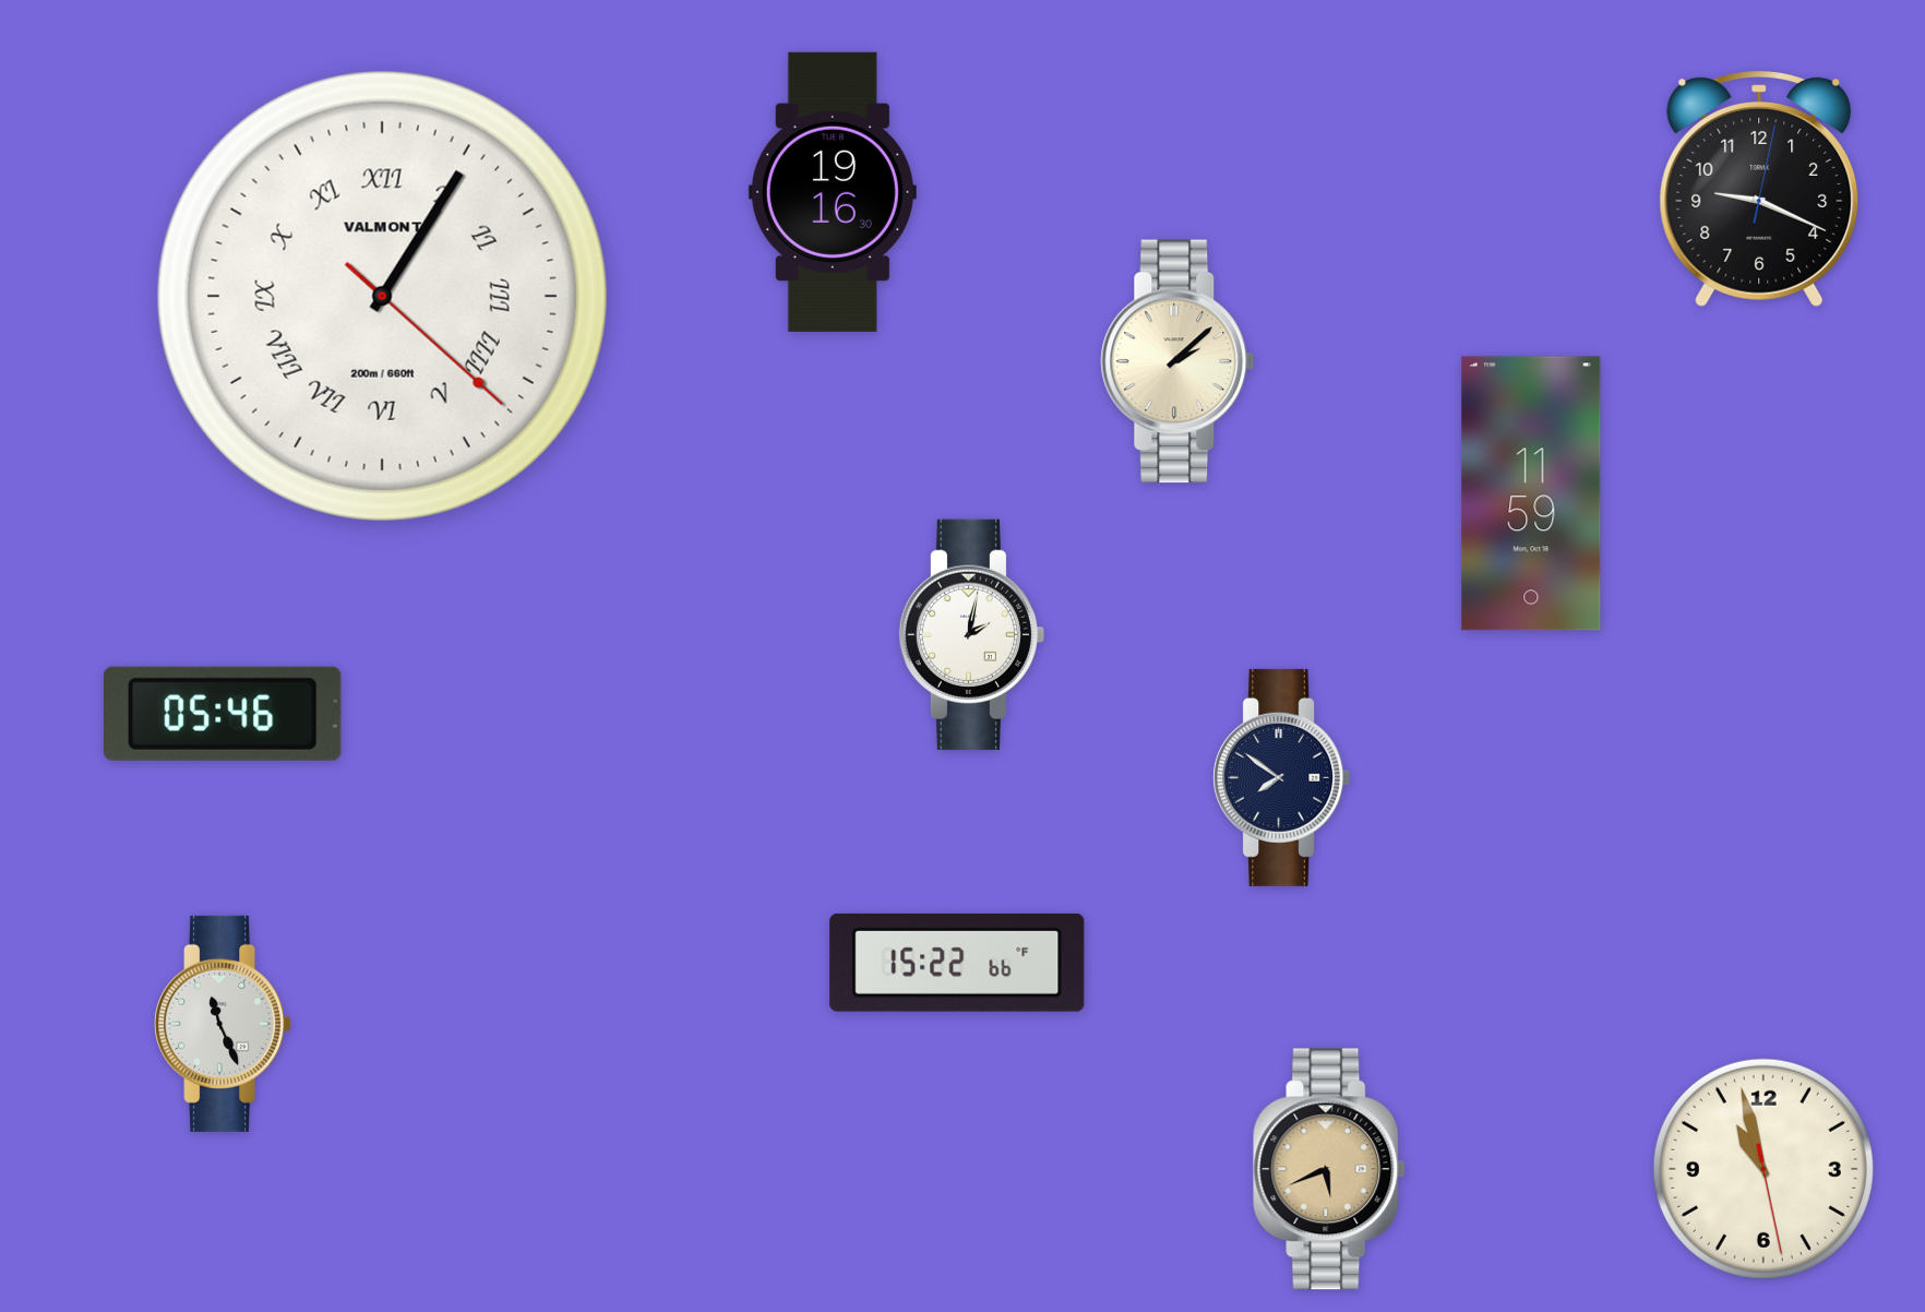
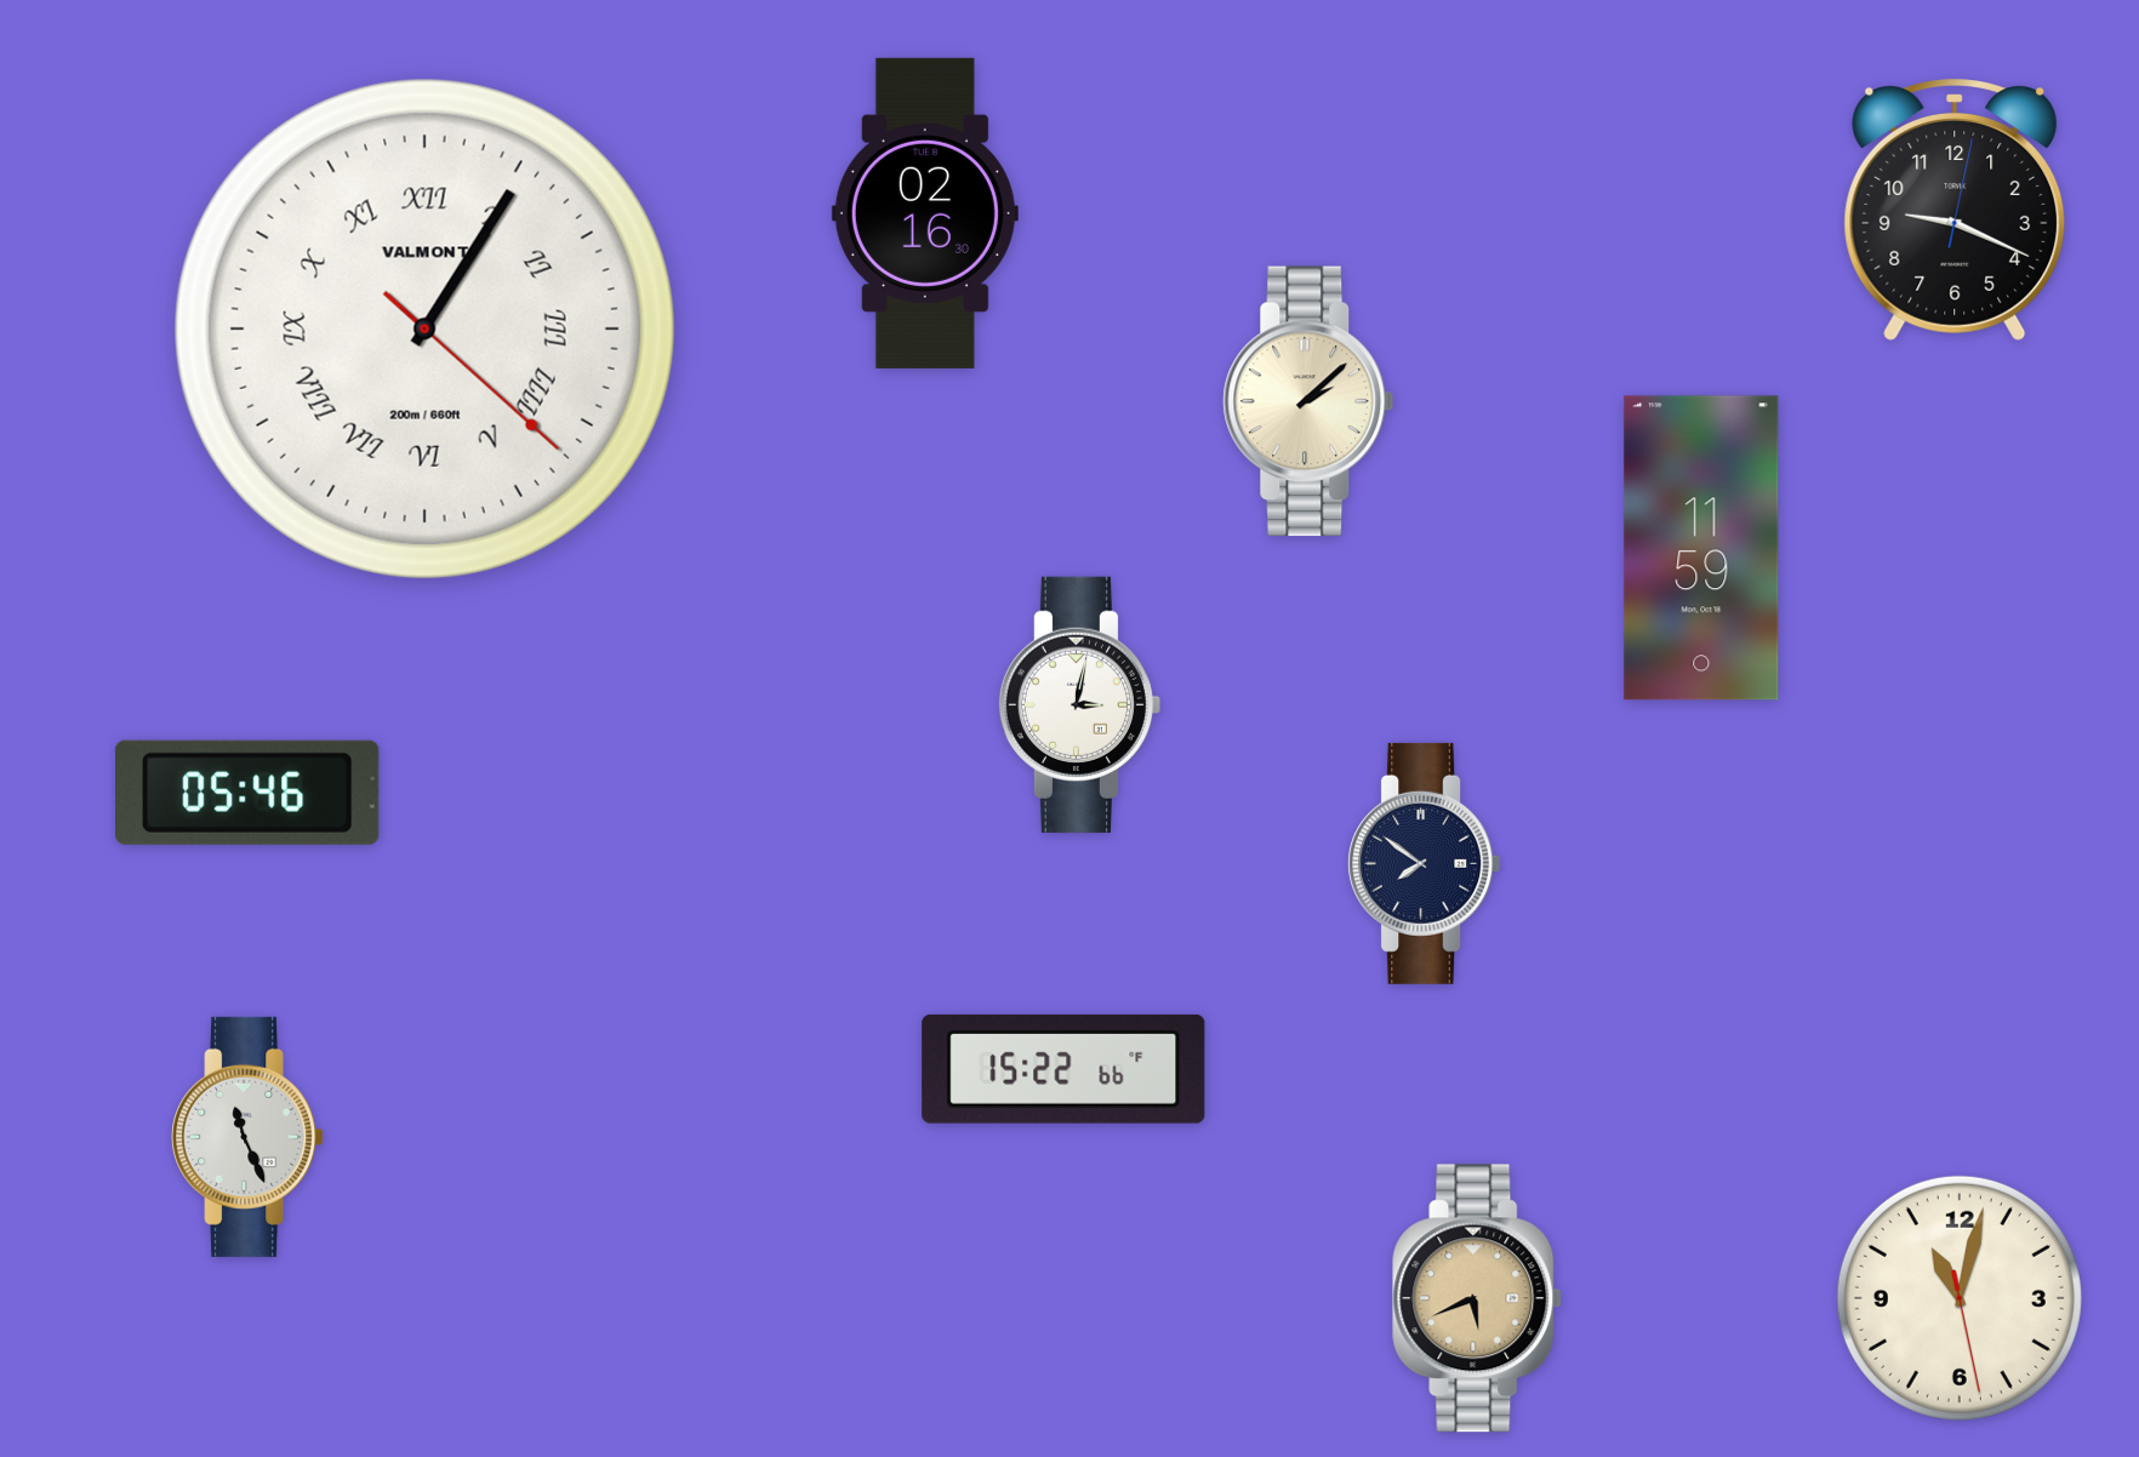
clock at (833, 192): 19:16 -> 02:16
clock at (971, 634): 2:02 -> 3:02
clock at (1763, 1169): 10:57 -> 11:02
